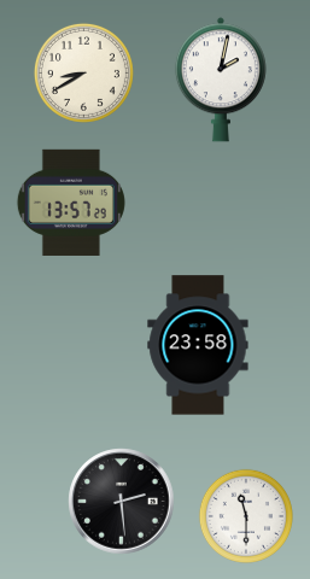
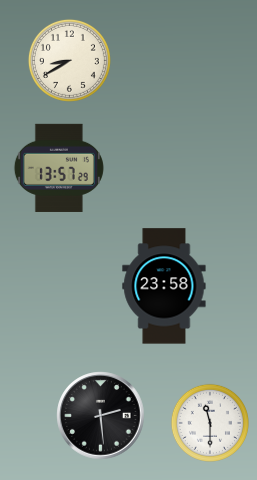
clock at (221, 80): 2:02 -> none
clock at (246, 516) position: (246, 516) -> (210, 423)
